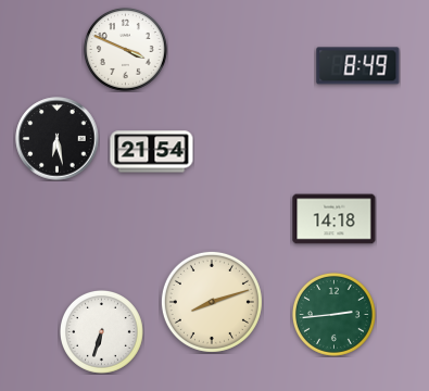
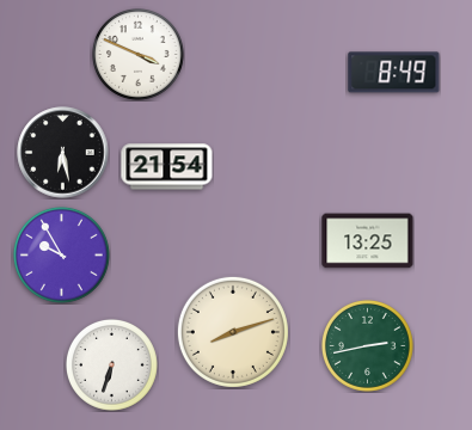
clock at (335, 219): 14:18 -> 13:25
clock at (61, 254): none -> 9:55
clock at (333, 314): 2:44 -> 2:43
